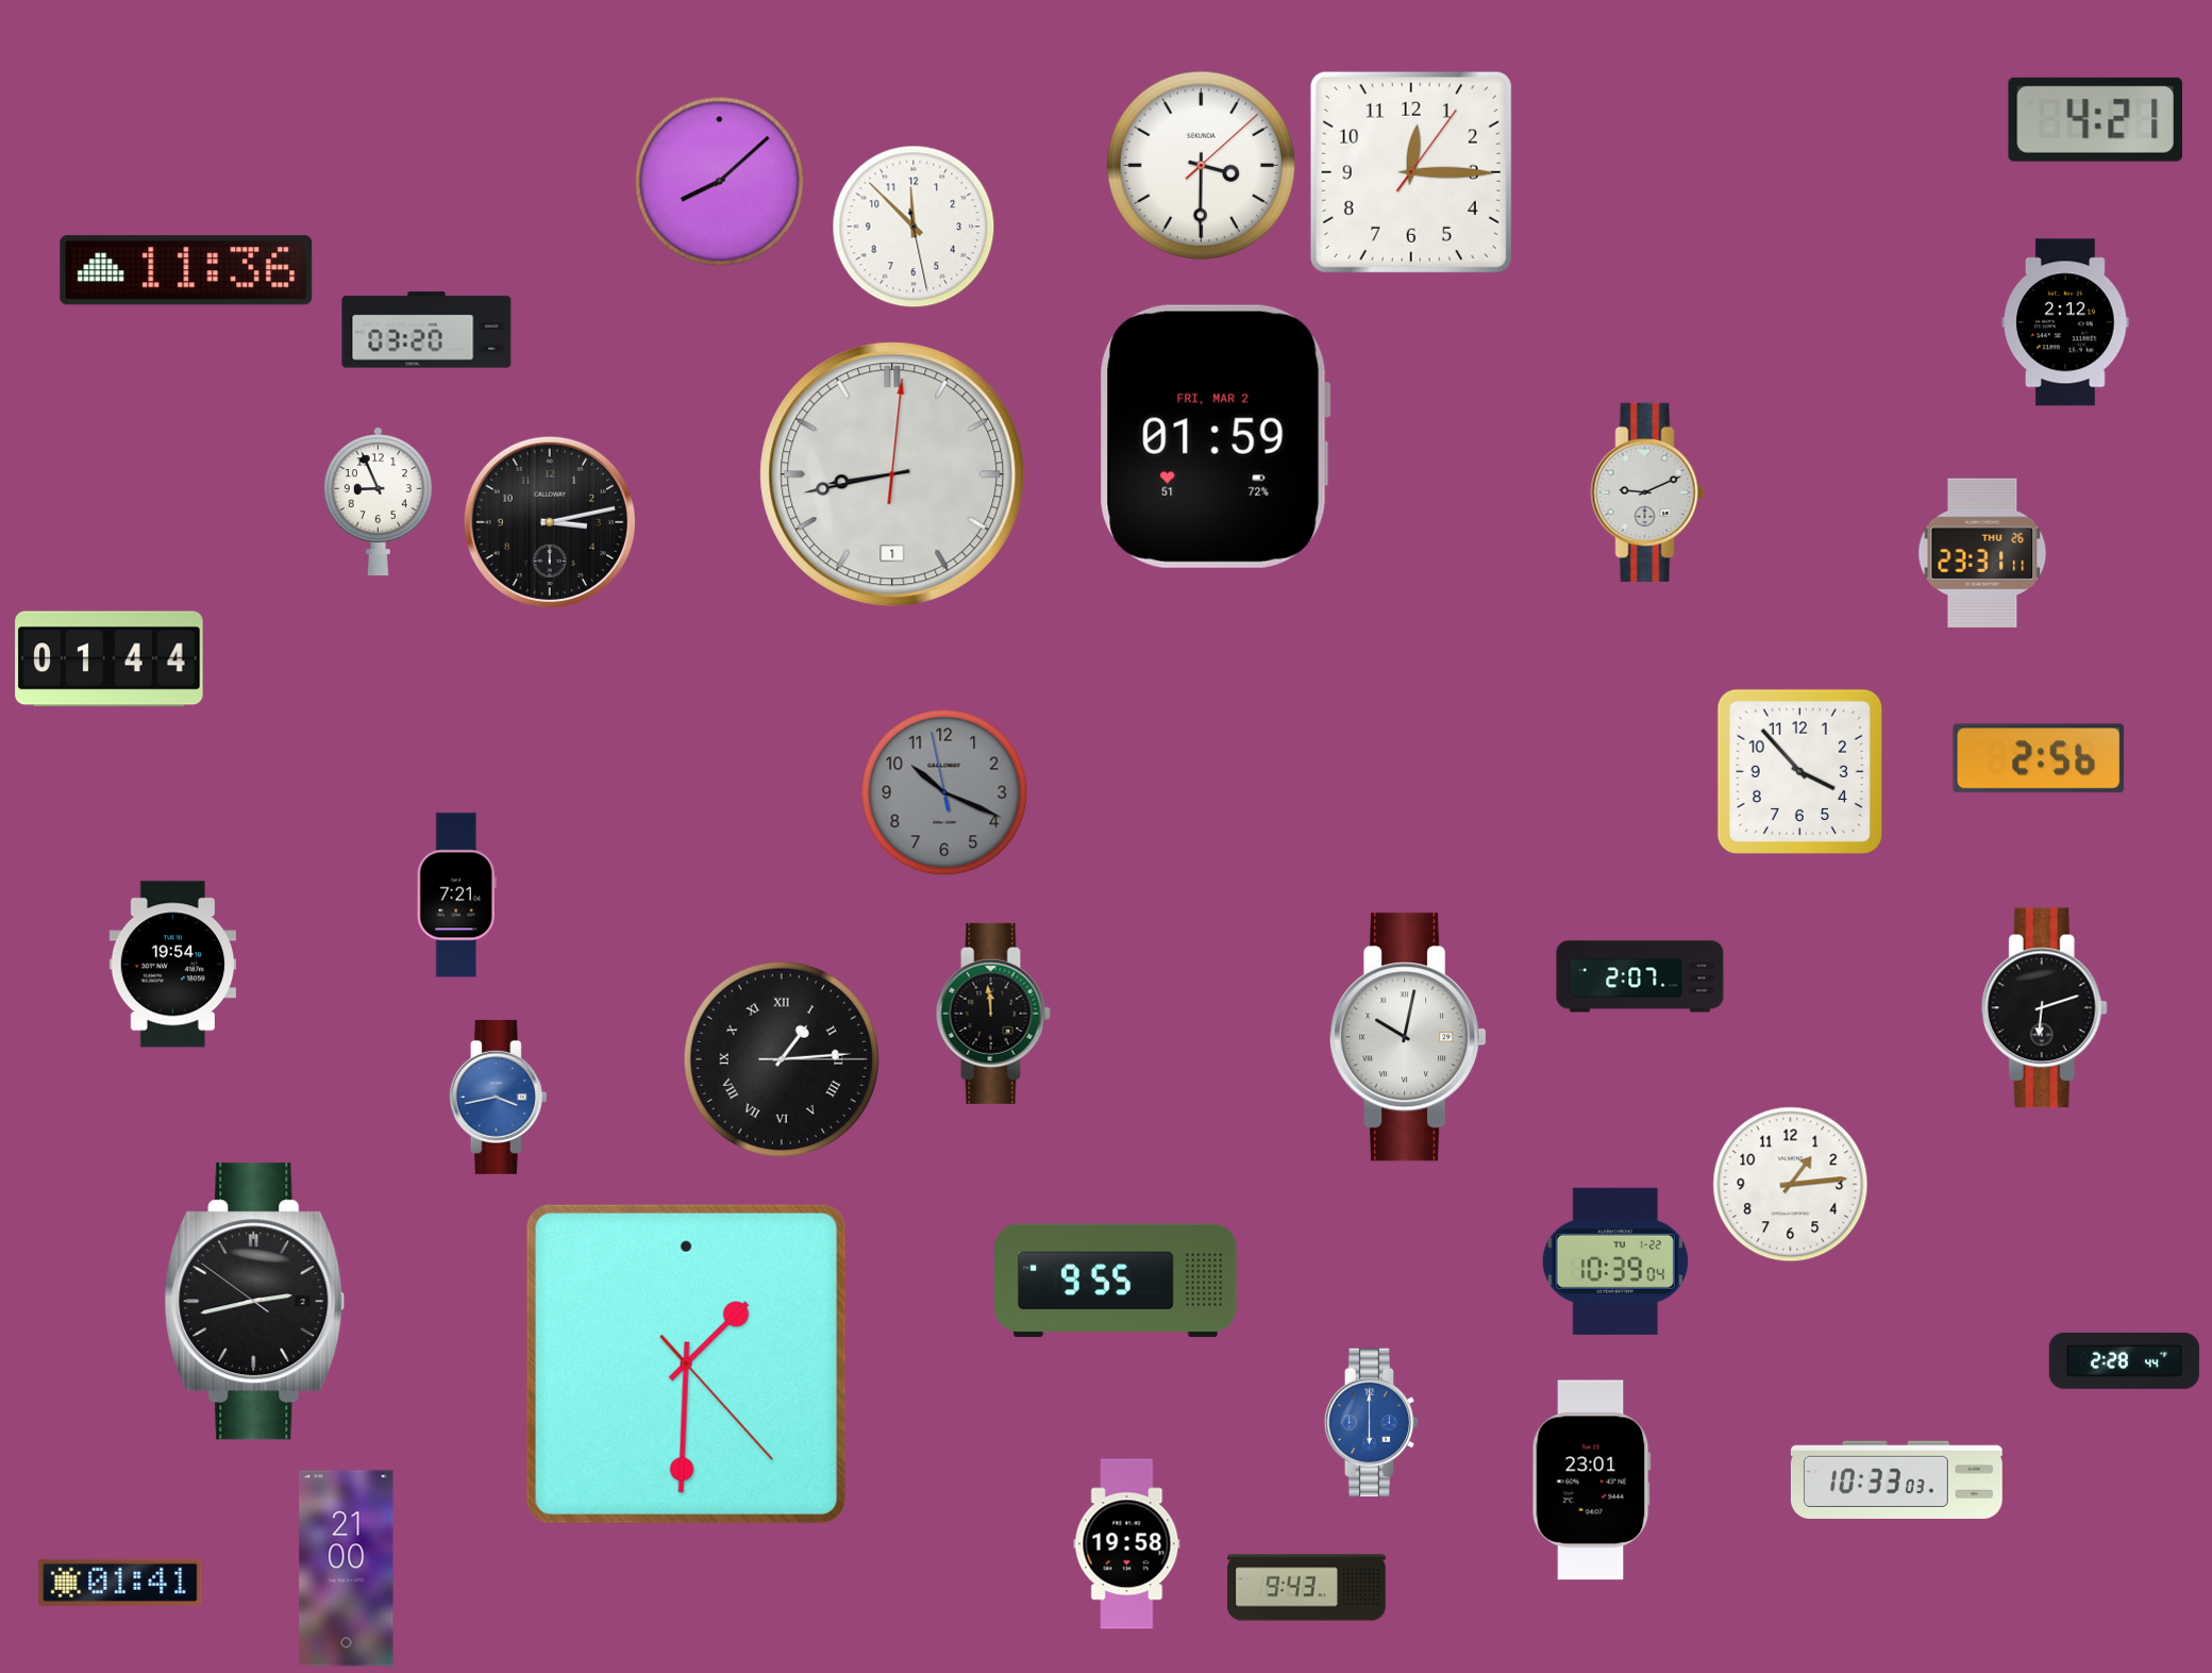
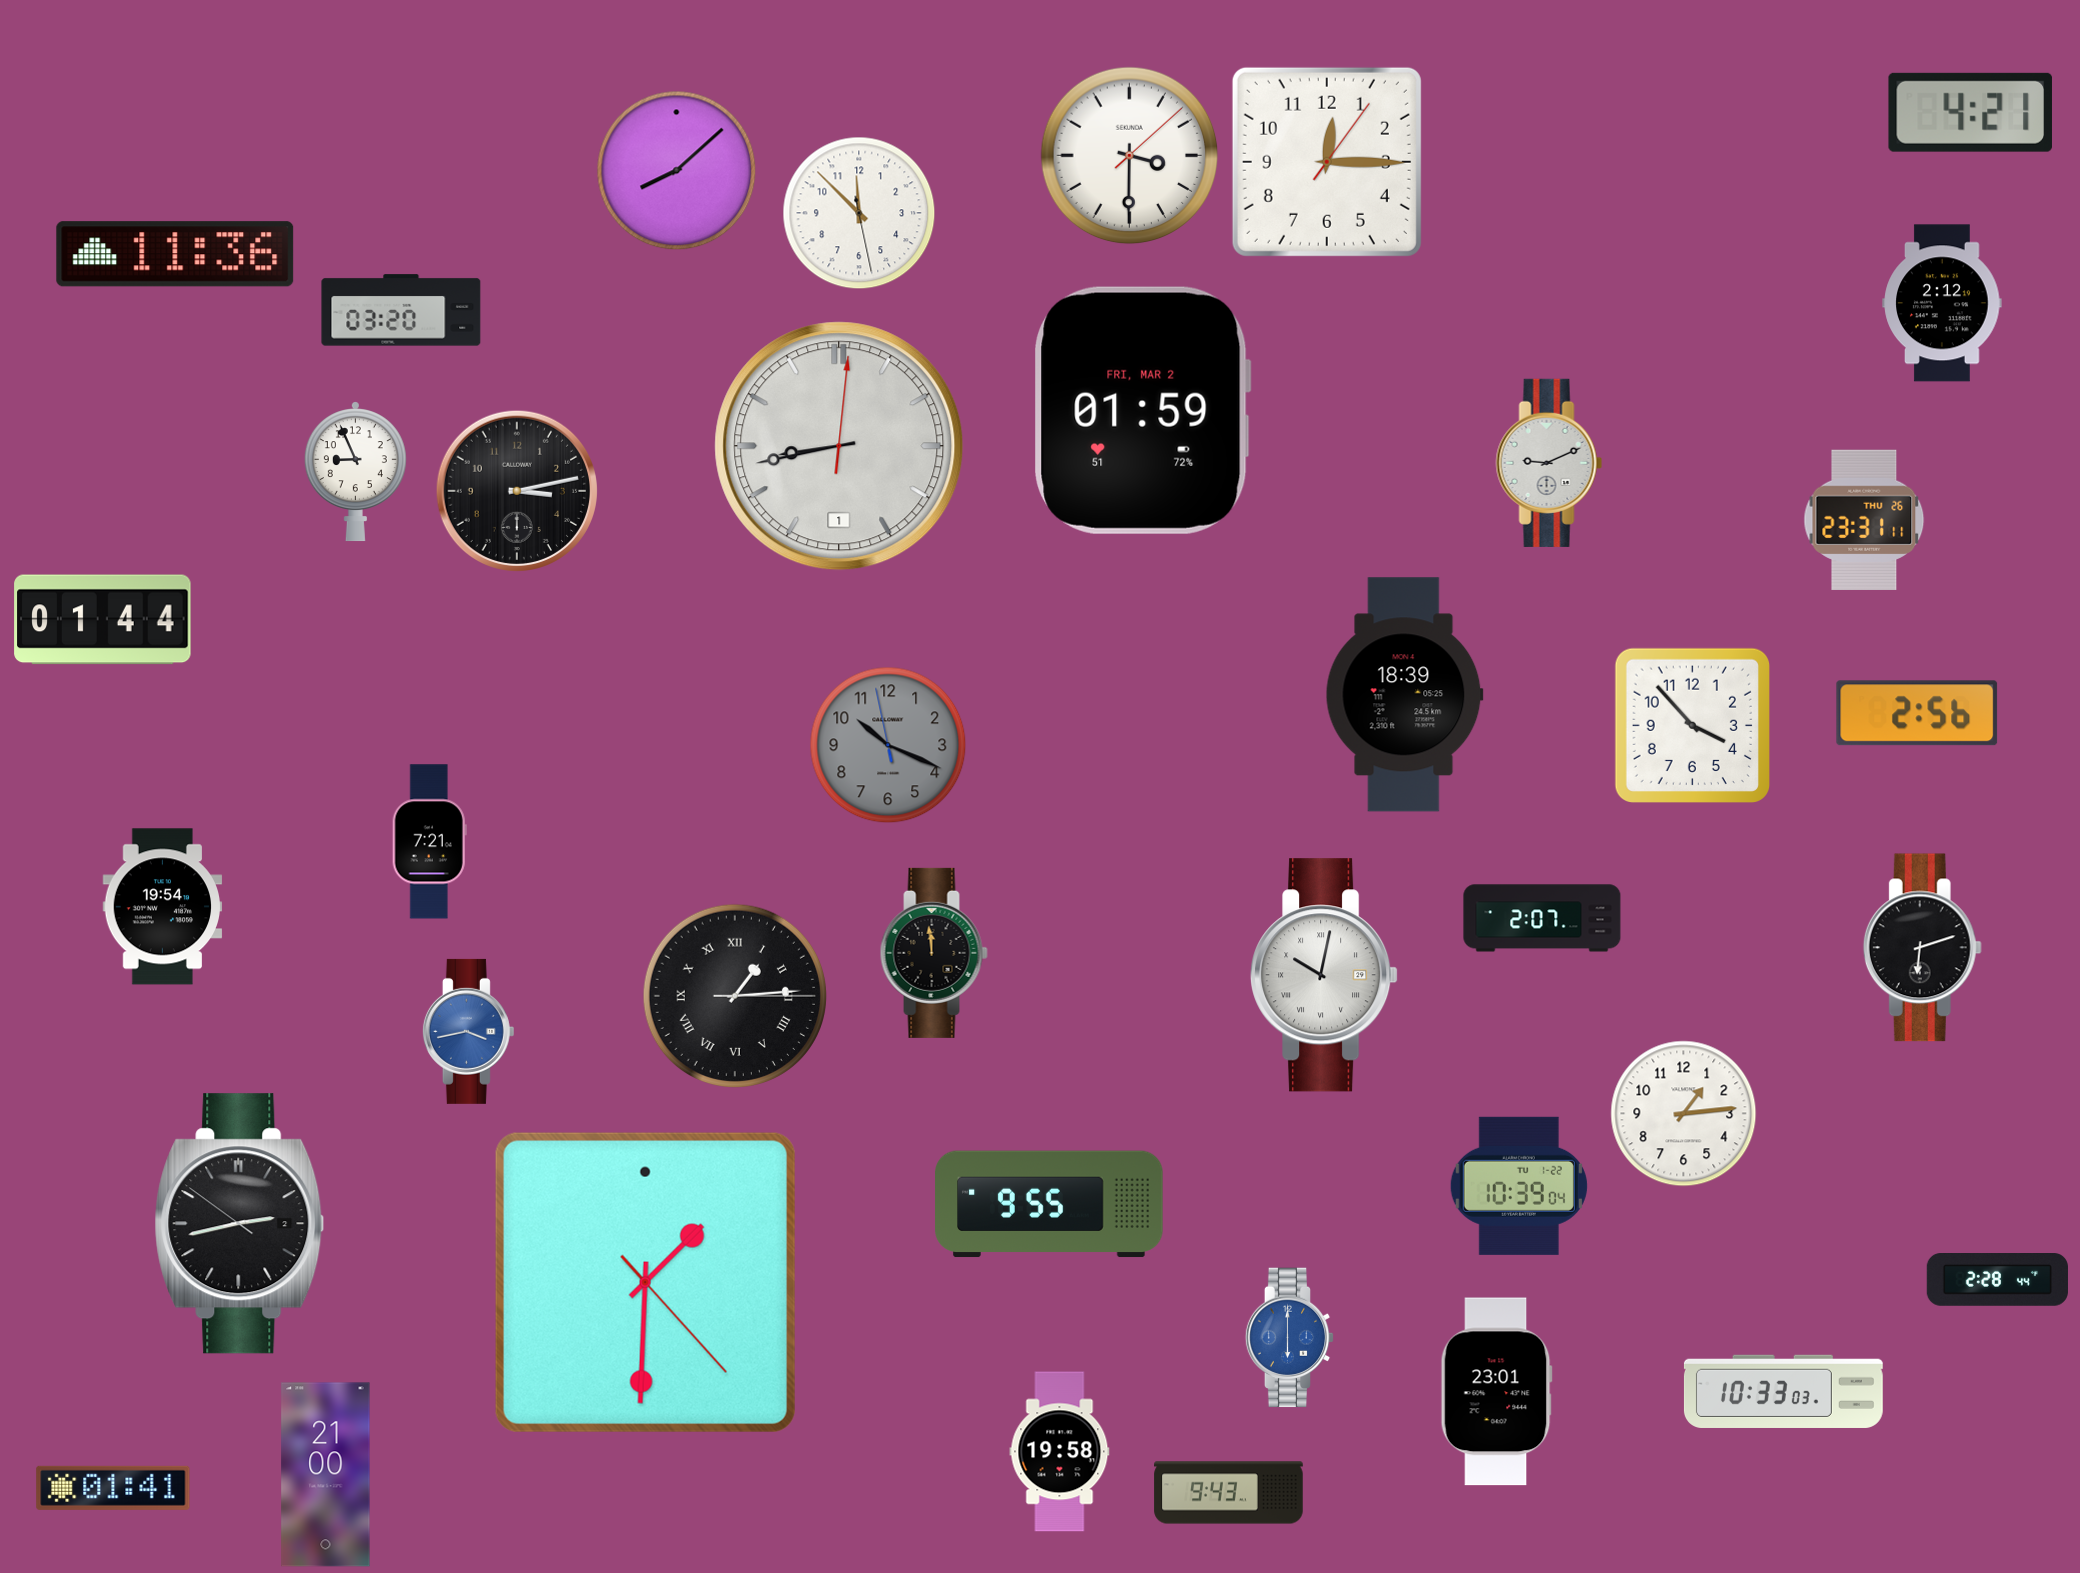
clock at (1404, 695): none -> 18:39
